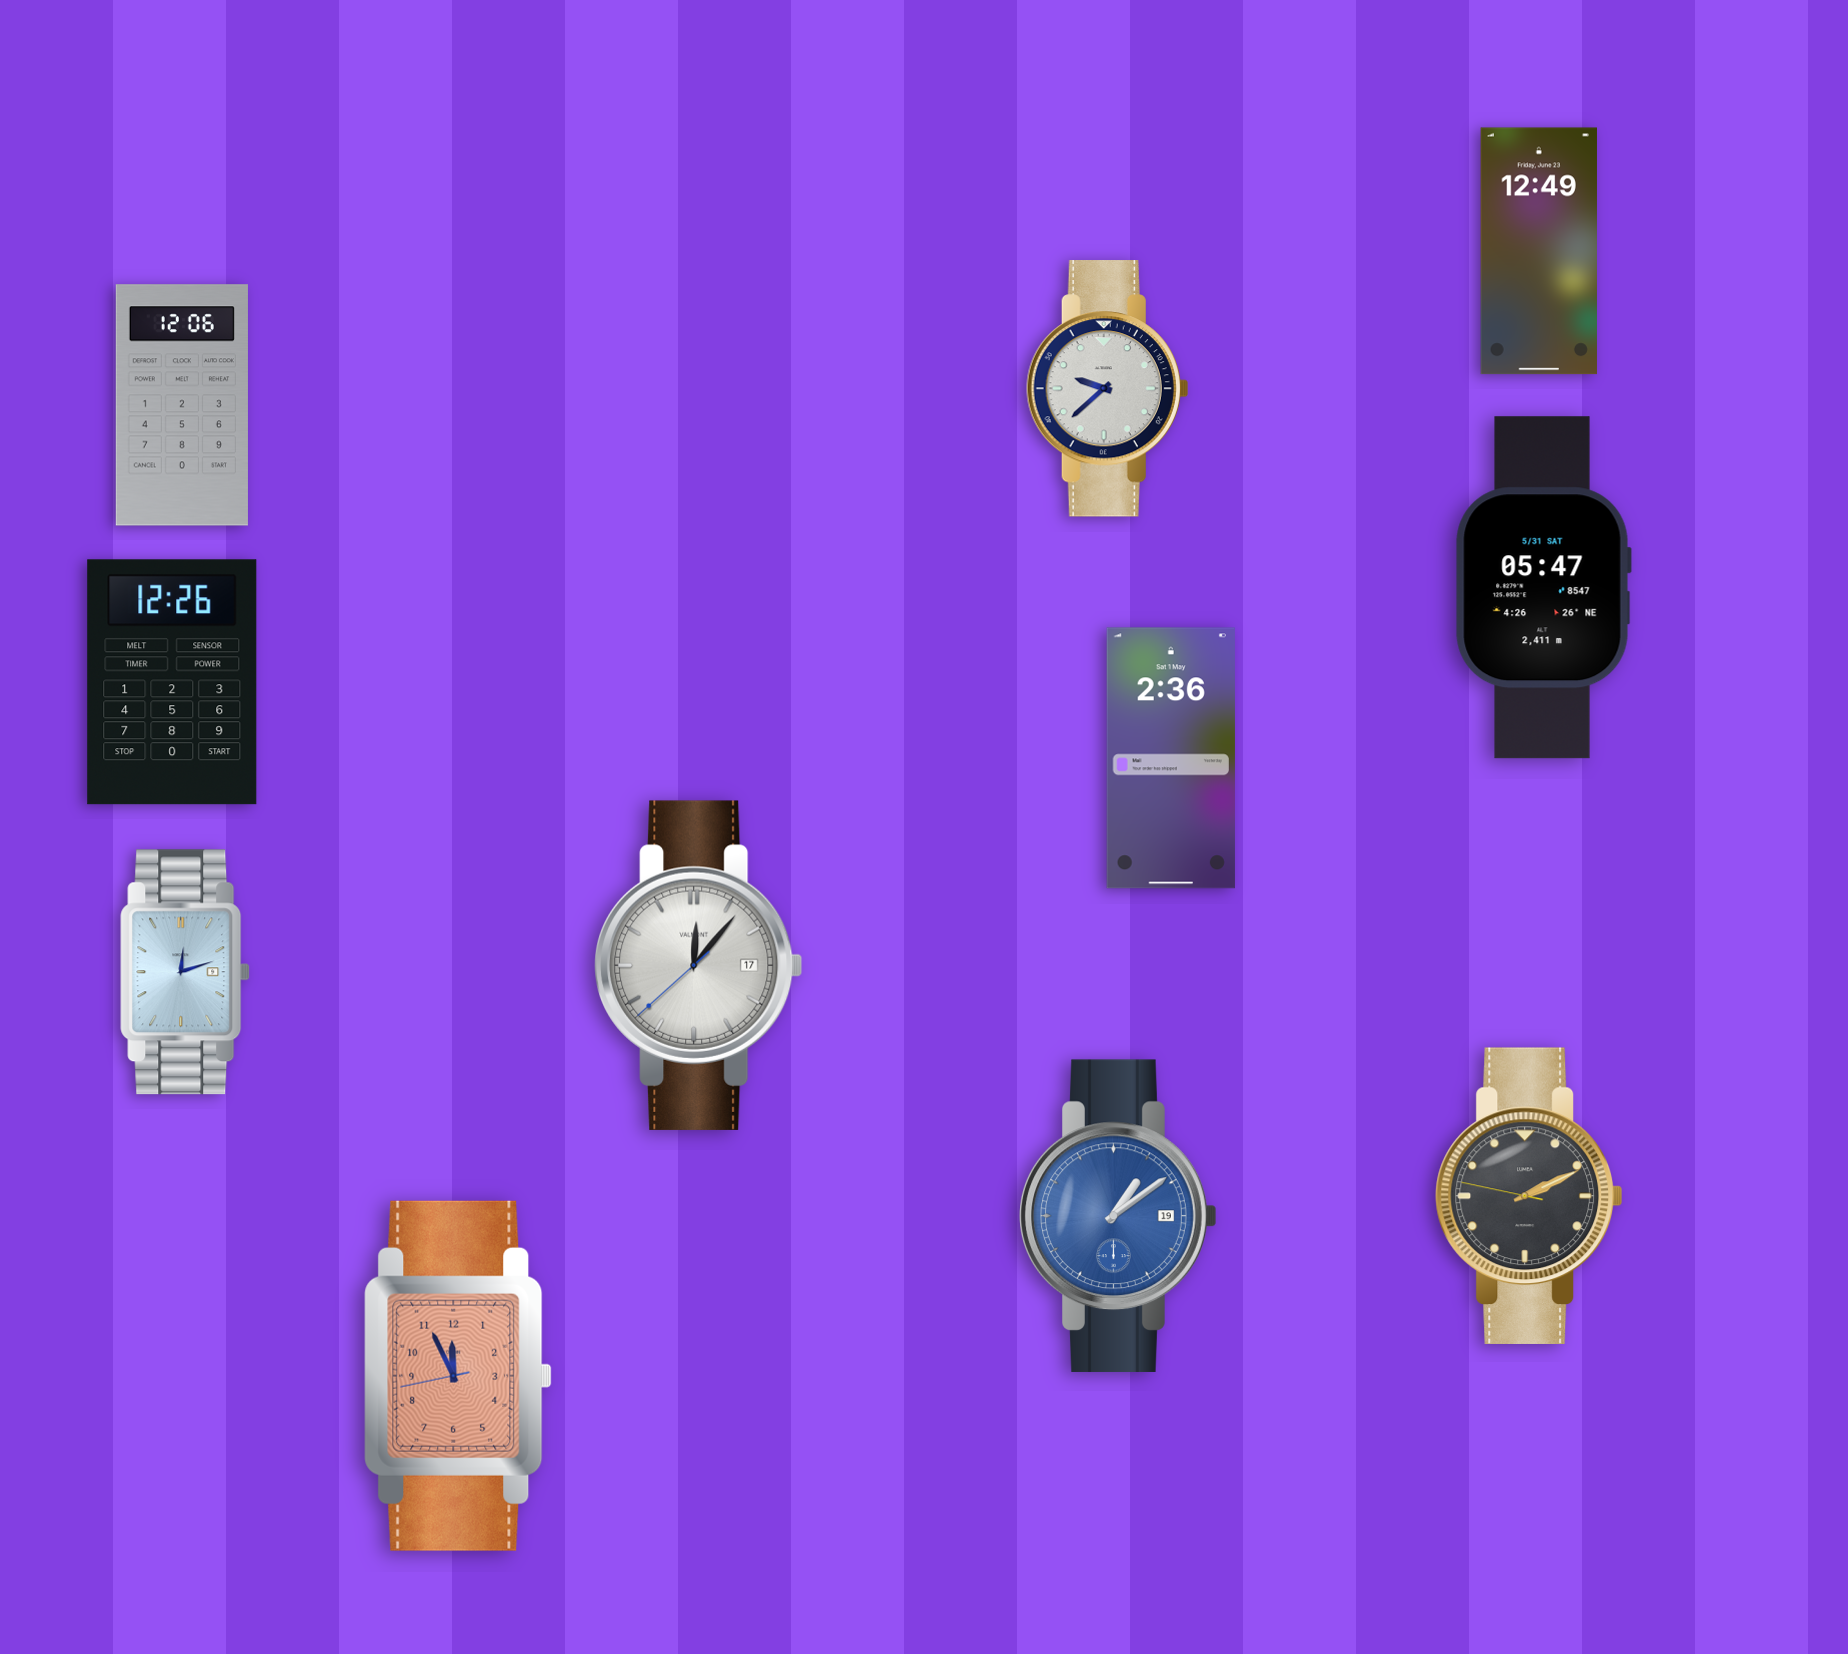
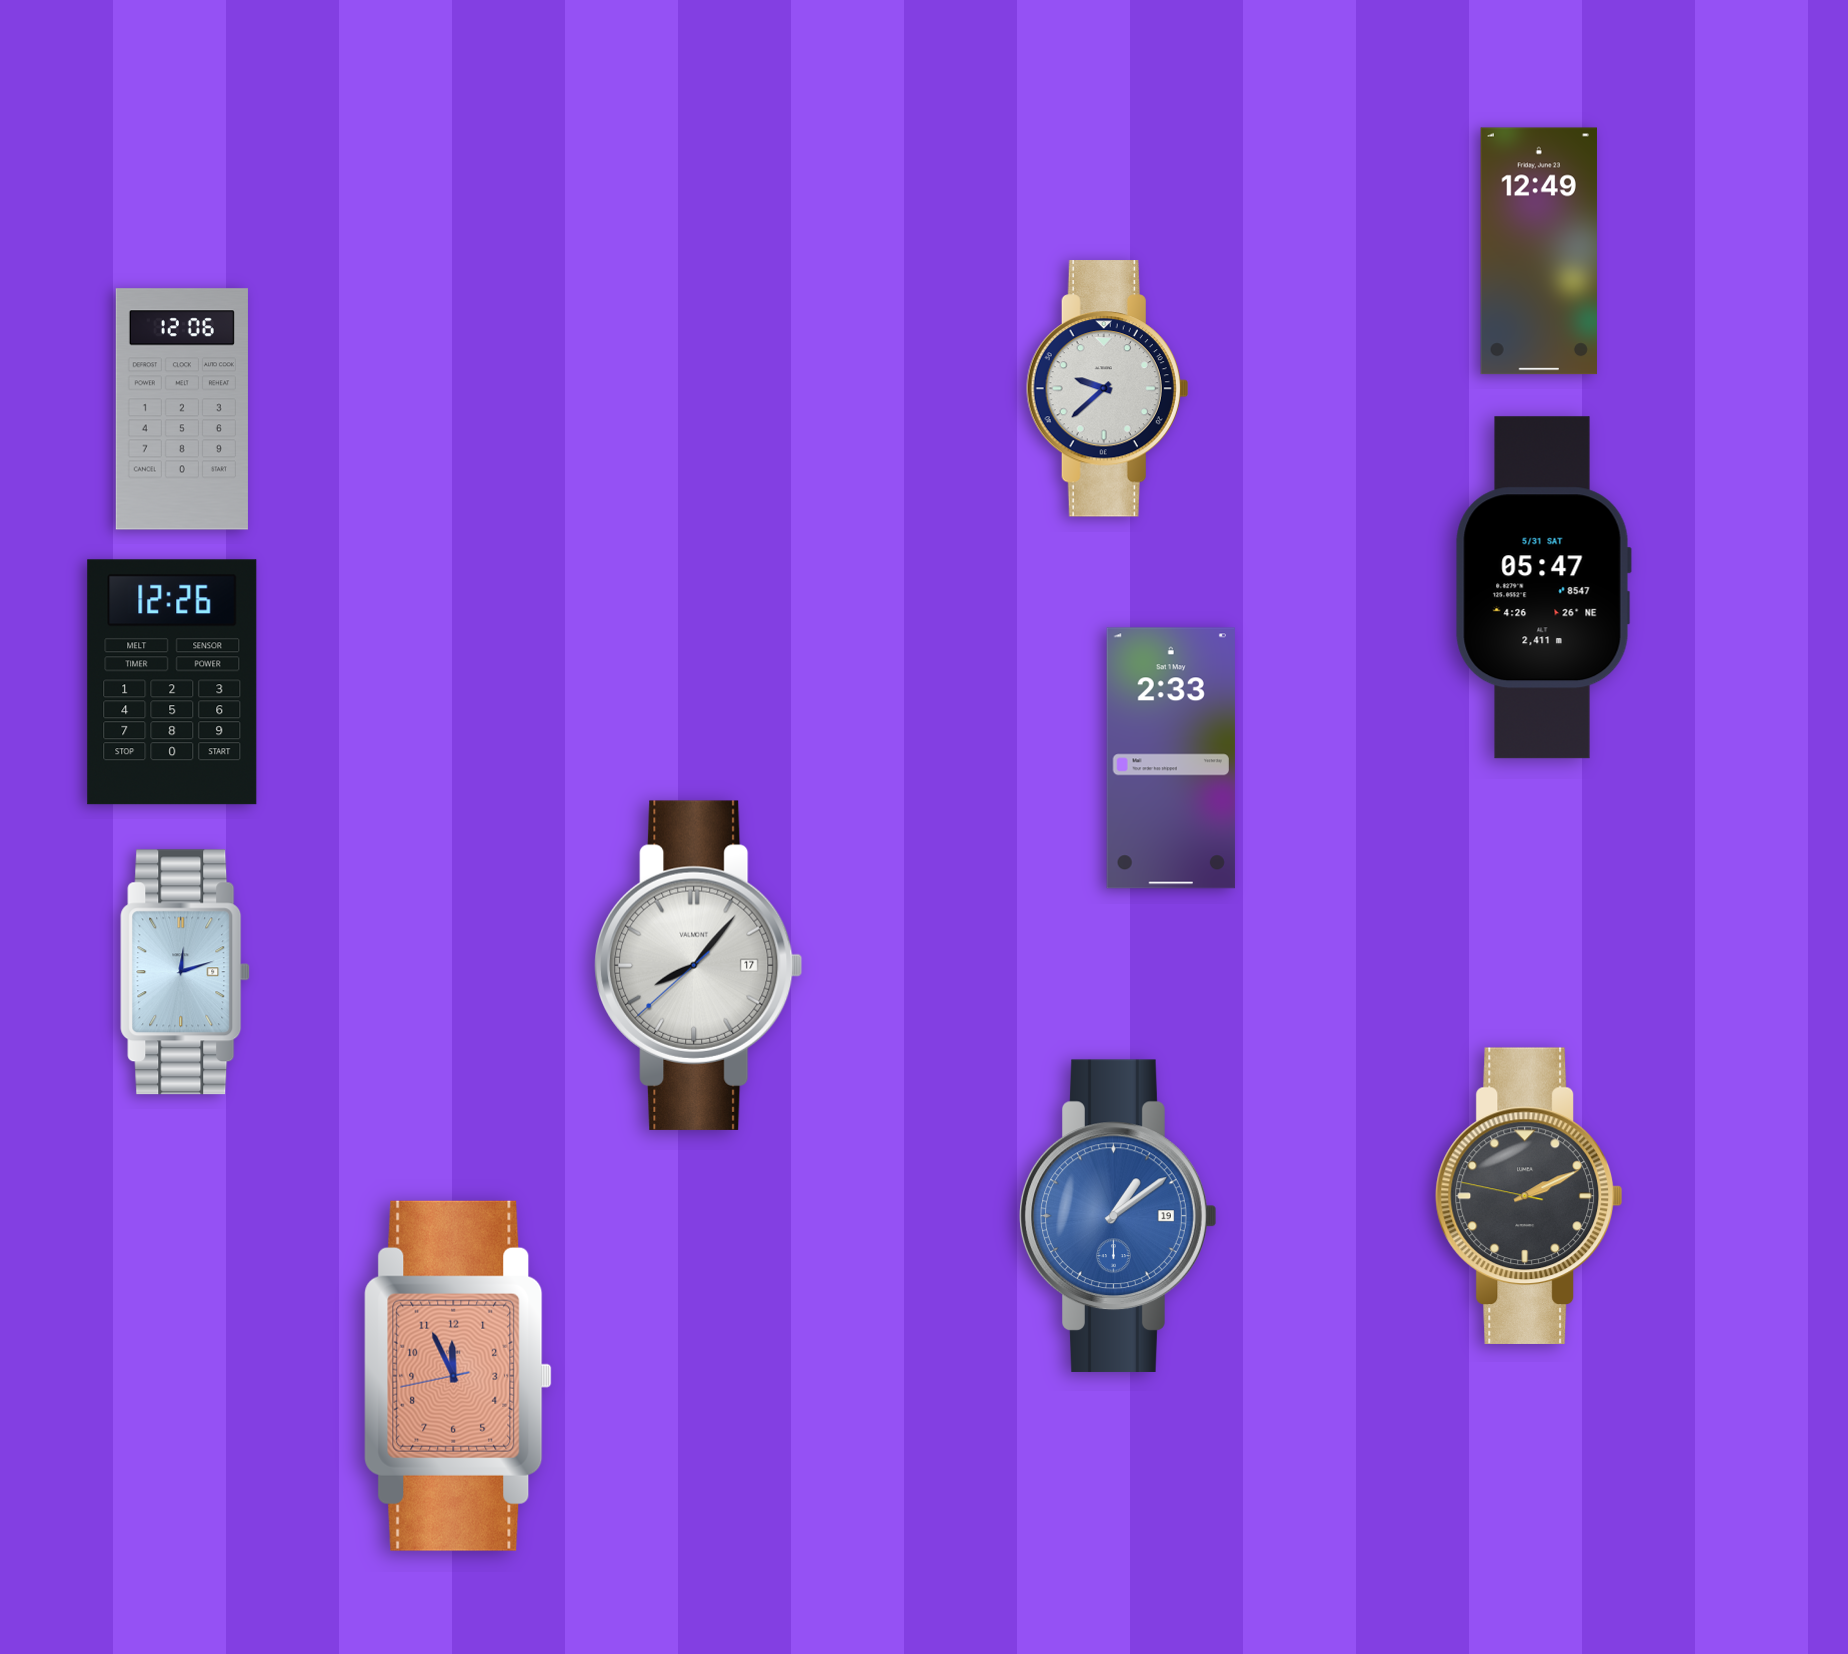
clock at (182, 405) position: (182, 405) -> (182, 409)
clock at (1171, 758): 2:36 -> 2:33
clock at (699, 965): 12:06 -> 8:06
